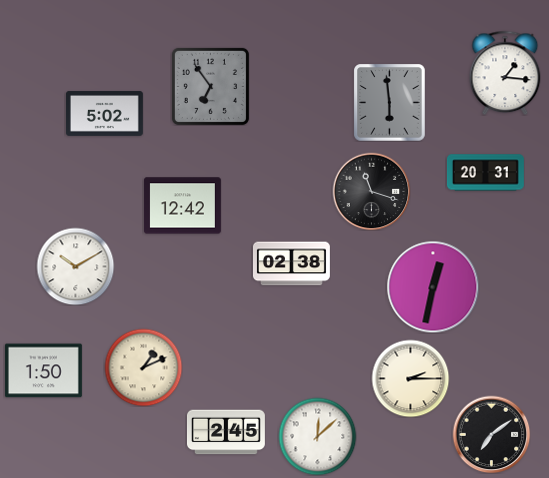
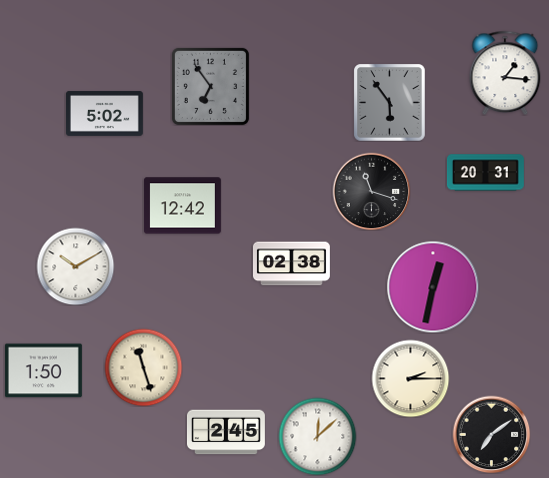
clock at (390, 102): 5:59 -> 5:54
clock at (143, 367): 1:11 -> 11:27
